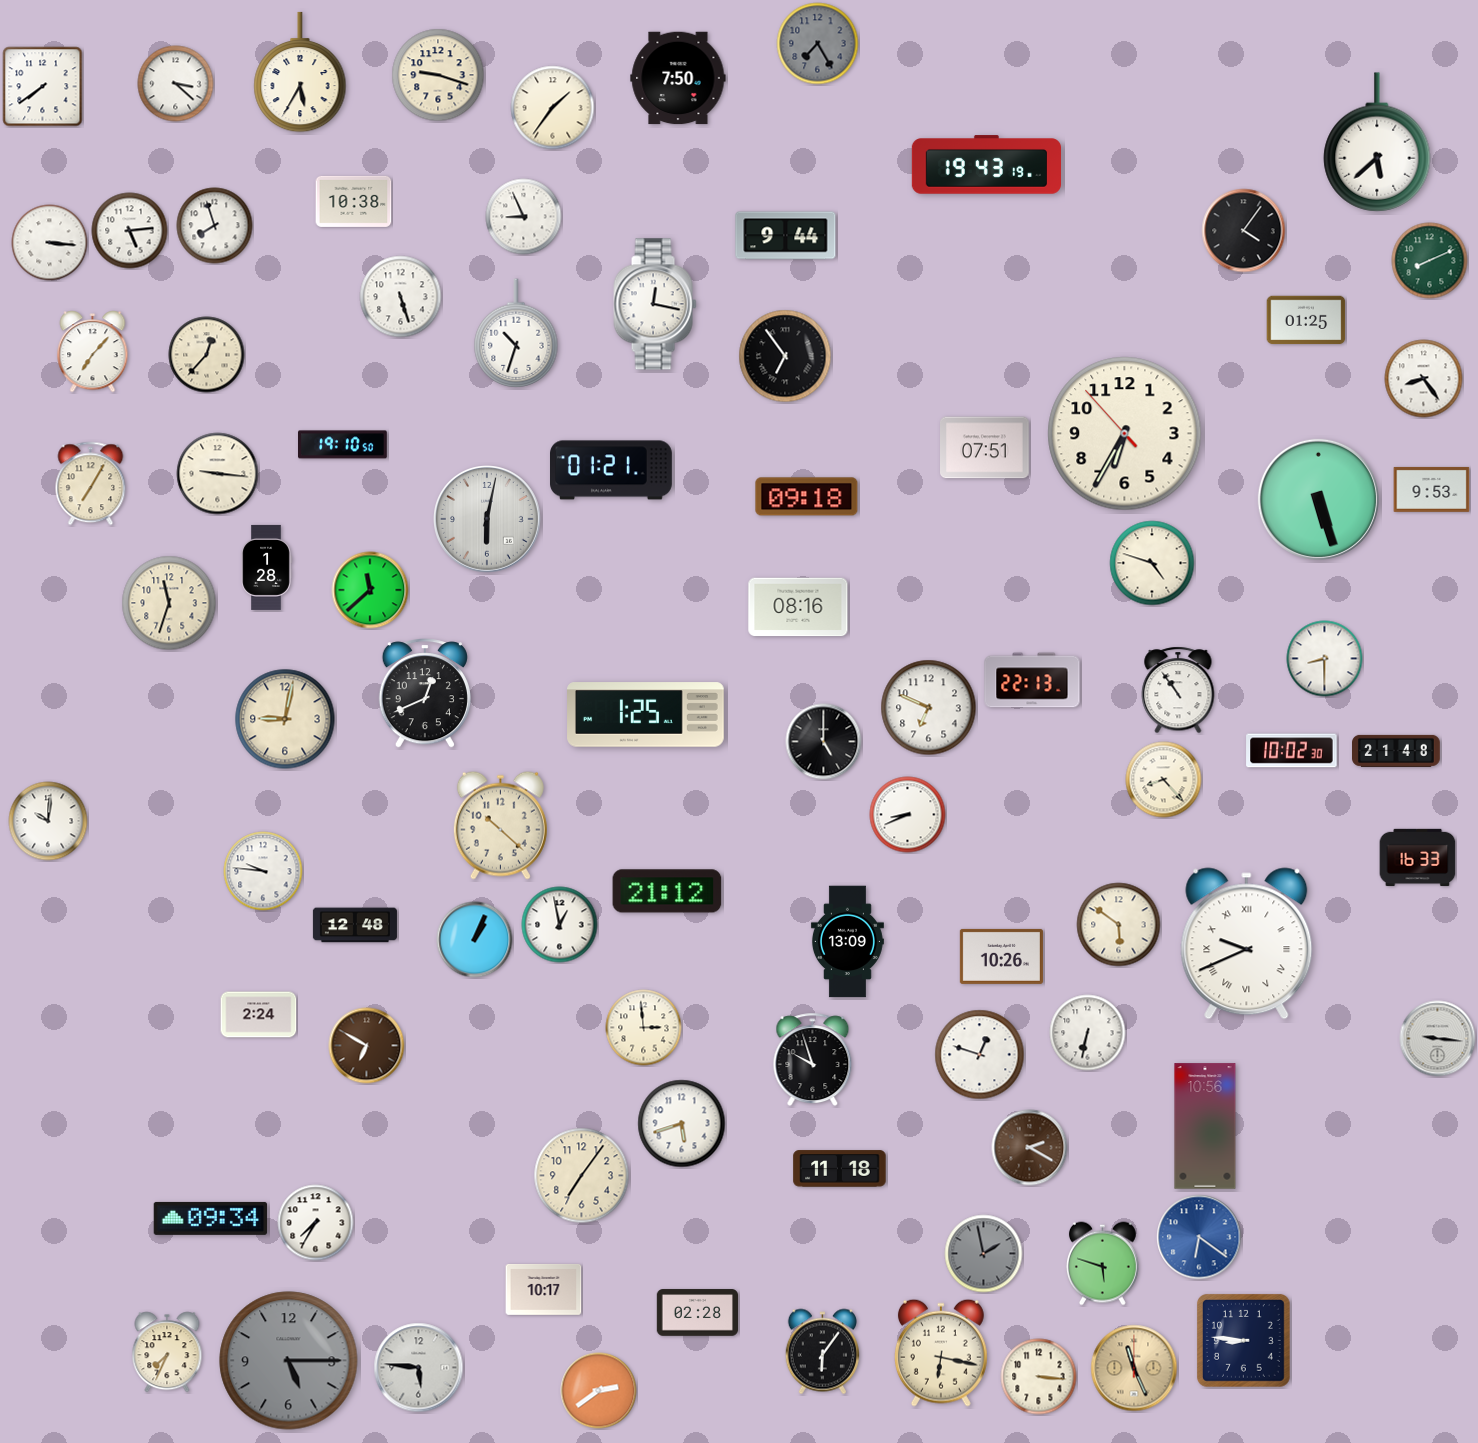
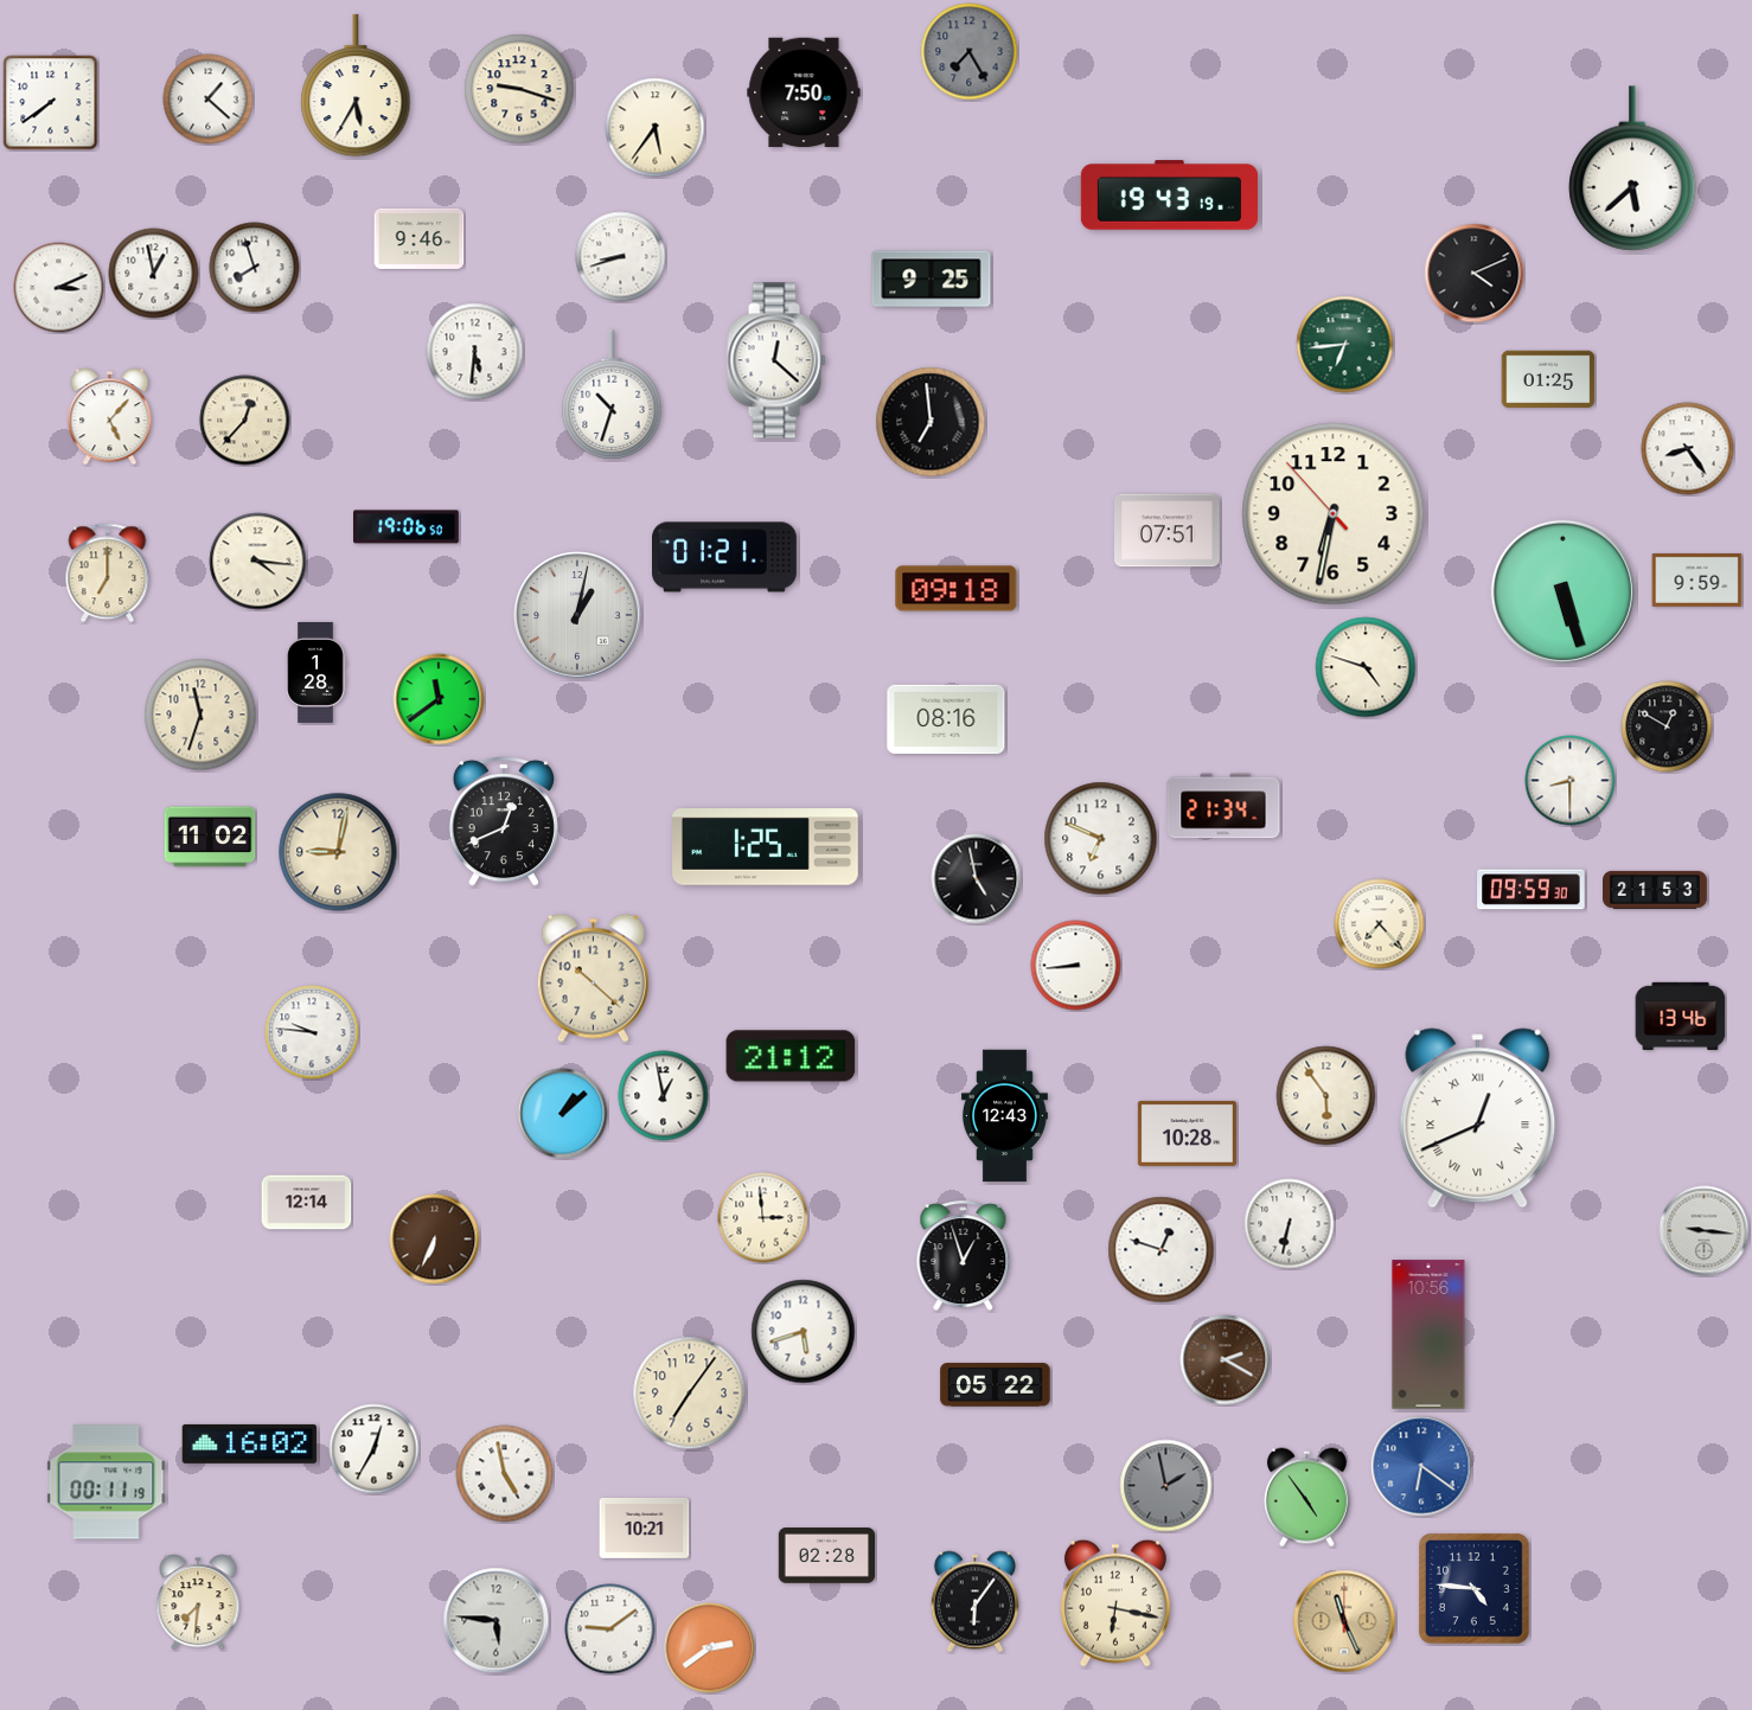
clock at (176, 84): 3:22 -> 1:22
clock at (553, 108): 1:36 -> 5:36
clock at (354, 201): 10:38 -> 9:46
clock at (524, 217): 8:56 -> 8:42
clock at (130, 231): 5:14 -> 12:58
clock at (1244, 231): 4:06 -> 4:11
clock at (786, 236): 9:44 -> 9:25
clock at (50, 243): 3:16 -> 3:11
clock at (1430, 261): 8:11 -> none
clock at (1345, 345): none -> 6:44
clock at (401, 297): 5:27 -> 5:31
clock at (655, 304): 12:17 -> 12:22
clock at (93, 352): 7:07 -> 5:07
clock at (785, 356): 6:54 -> 6:59
clock at (1125, 434): 6:34 -> 6:31
clock at (343, 445): 19:10 -> 19:06
clock at (218, 474): 9:16 -> 4:16
clock at (91, 484): 7:05 -> 7:00
clock at (1432, 489): 9:53 -> 9:59
clock at (488, 520): 6:02 -> 1:02
clock at (370, 590): 11:38 -> 11:39
clock at (1667, 726): none -> 12:50
clock at (1032, 680): 22:13 -> 21:34
clock at (1178, 690): 10:54 -> none
clock at (210, 837): none -> 11:02
clock at (824, 742): 5:00 -> 4:58
clock at (1292, 751): 10:02 -> 09:59
clock at (1397, 751): 21:48 -> 21:53
clock at (1164, 780): 8:23 -> 7:23
clock at (908, 815): 8:41 -> 8:44
clock at (48, 821): 10:01 -> none
clock at (1418, 858): 16:33 -> 13:46
clock at (355, 925): 12:48 -> none
clock at (1119, 925): 5:51 -> 5:54
clock at (475, 940): 1:04 -> 1:08
clock at (847, 942): 13:09 -> 12:43
clock at (1247, 944): 9:41 -> 12:41
clock at (1001, 956): 10:26 -> 10:28
clock at (259, 1015): 2:24 -> 12:14
clock at (367, 1046): 6:50 -> 6:34
clock at (813, 1060): 9:57 -> 12:57
clock at (682, 1124) position: (682, 1124) -> (804, 1332)
clock at (1030, 1148) position: (1030, 1148) -> (1226, 1360)
clock at (840, 1169): 11:18 -> 05:22
clock at (211, 1218): 09:34 -> 16:02
clock at (316, 1223): 7:35 -> 12:35
clock at (505, 1474): none -> 4:58
clock at (107, 1482): none -> 00:11
clock at (1102, 1264): 5:48 -> 4:54
clock at (544, 1289): 10:17 -> 10:21
clock at (1243, 1340): 8:46 -> 4:46
clock at (167, 1352): 7:34 -> 7:31
clock at (289, 1361): 5:15 -> none
clock at (610, 1629): none -> 9:09
clock at (1039, 1377): 3:16 -> none
